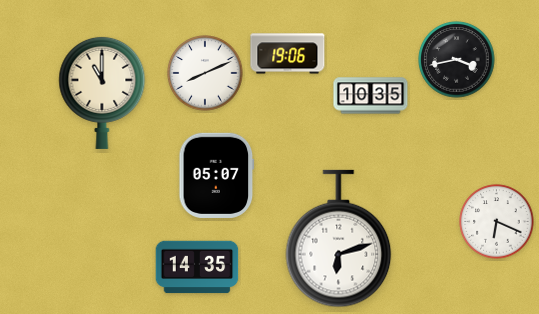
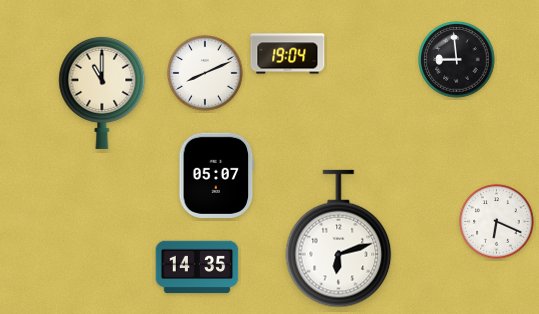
clock at (288, 54): 19:06 -> 19:04
clock at (457, 60): 3:43 -> 8:59
clock at (371, 96): 10:35 -> none
